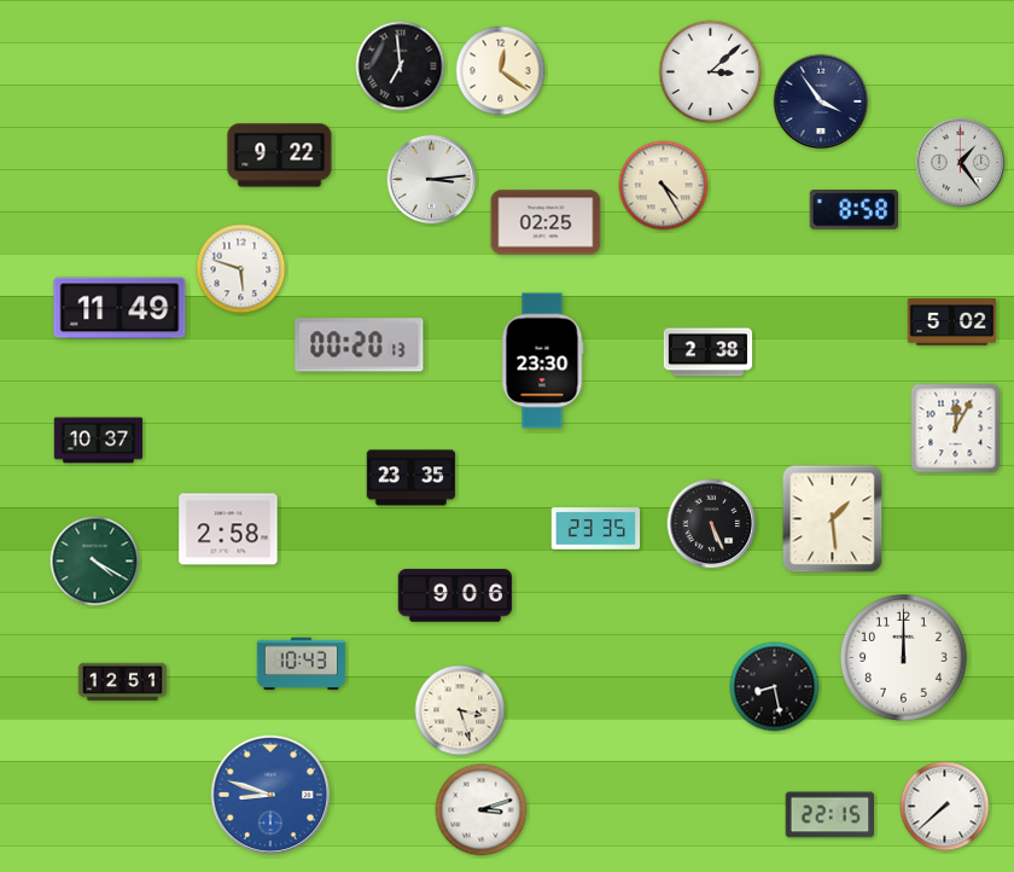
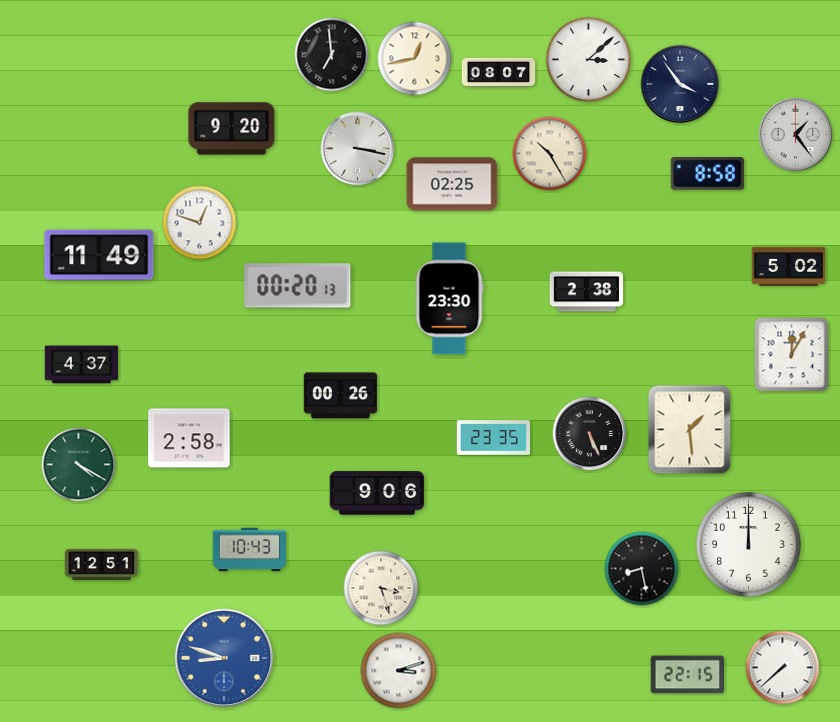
clock at (501, 71): 12:21 -> 12:43
clock at (499, 72): none -> 08:07
clock at (280, 156): 9:22 -> 9:20
clock at (432, 180): 3:14 -> 3:17
clock at (664, 186): 4:25 -> 10:25
clock at (241, 269): 5:48 -> 12:48
clock at (99, 441): 10:37 -> 4:37
clock at (412, 478): 23:35 -> 00:26
